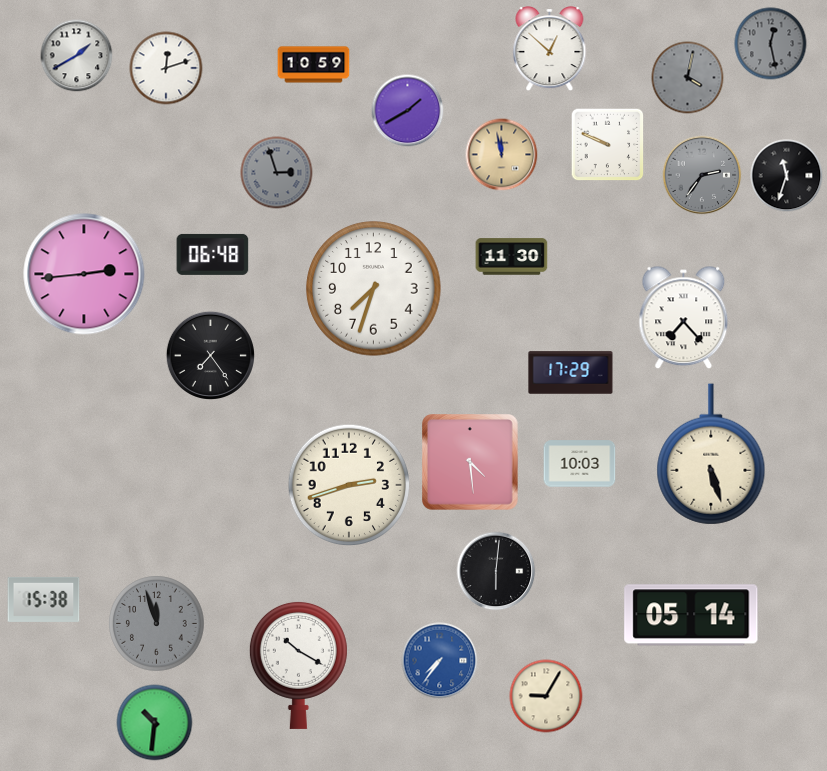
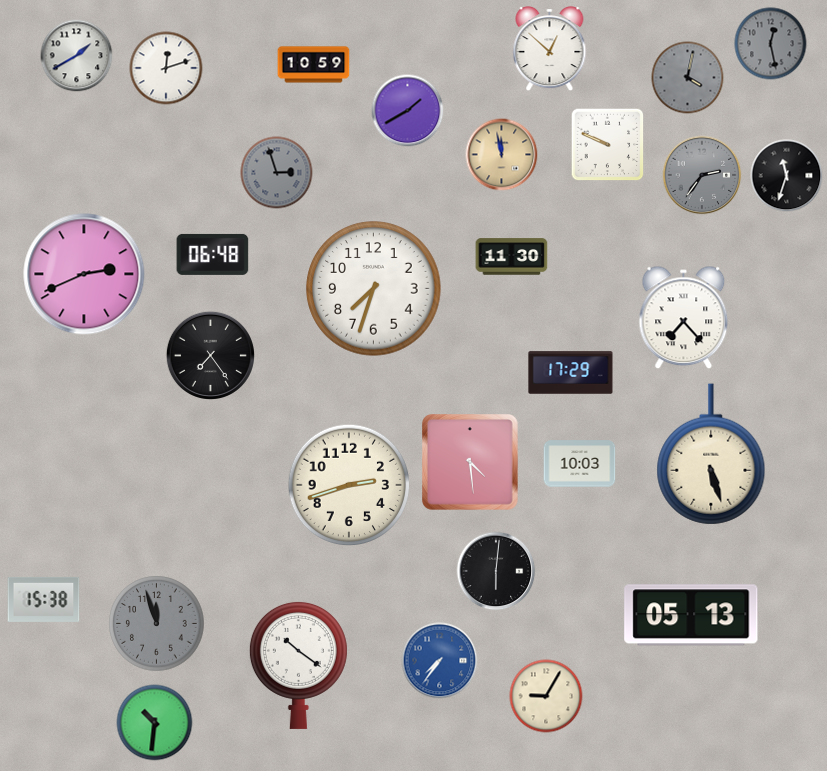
clock at (84, 274): 2:44 -> 2:41
clock at (691, 615): 05:14 -> 05:13
clock at (298, 665): 10:20 -> 10:21
